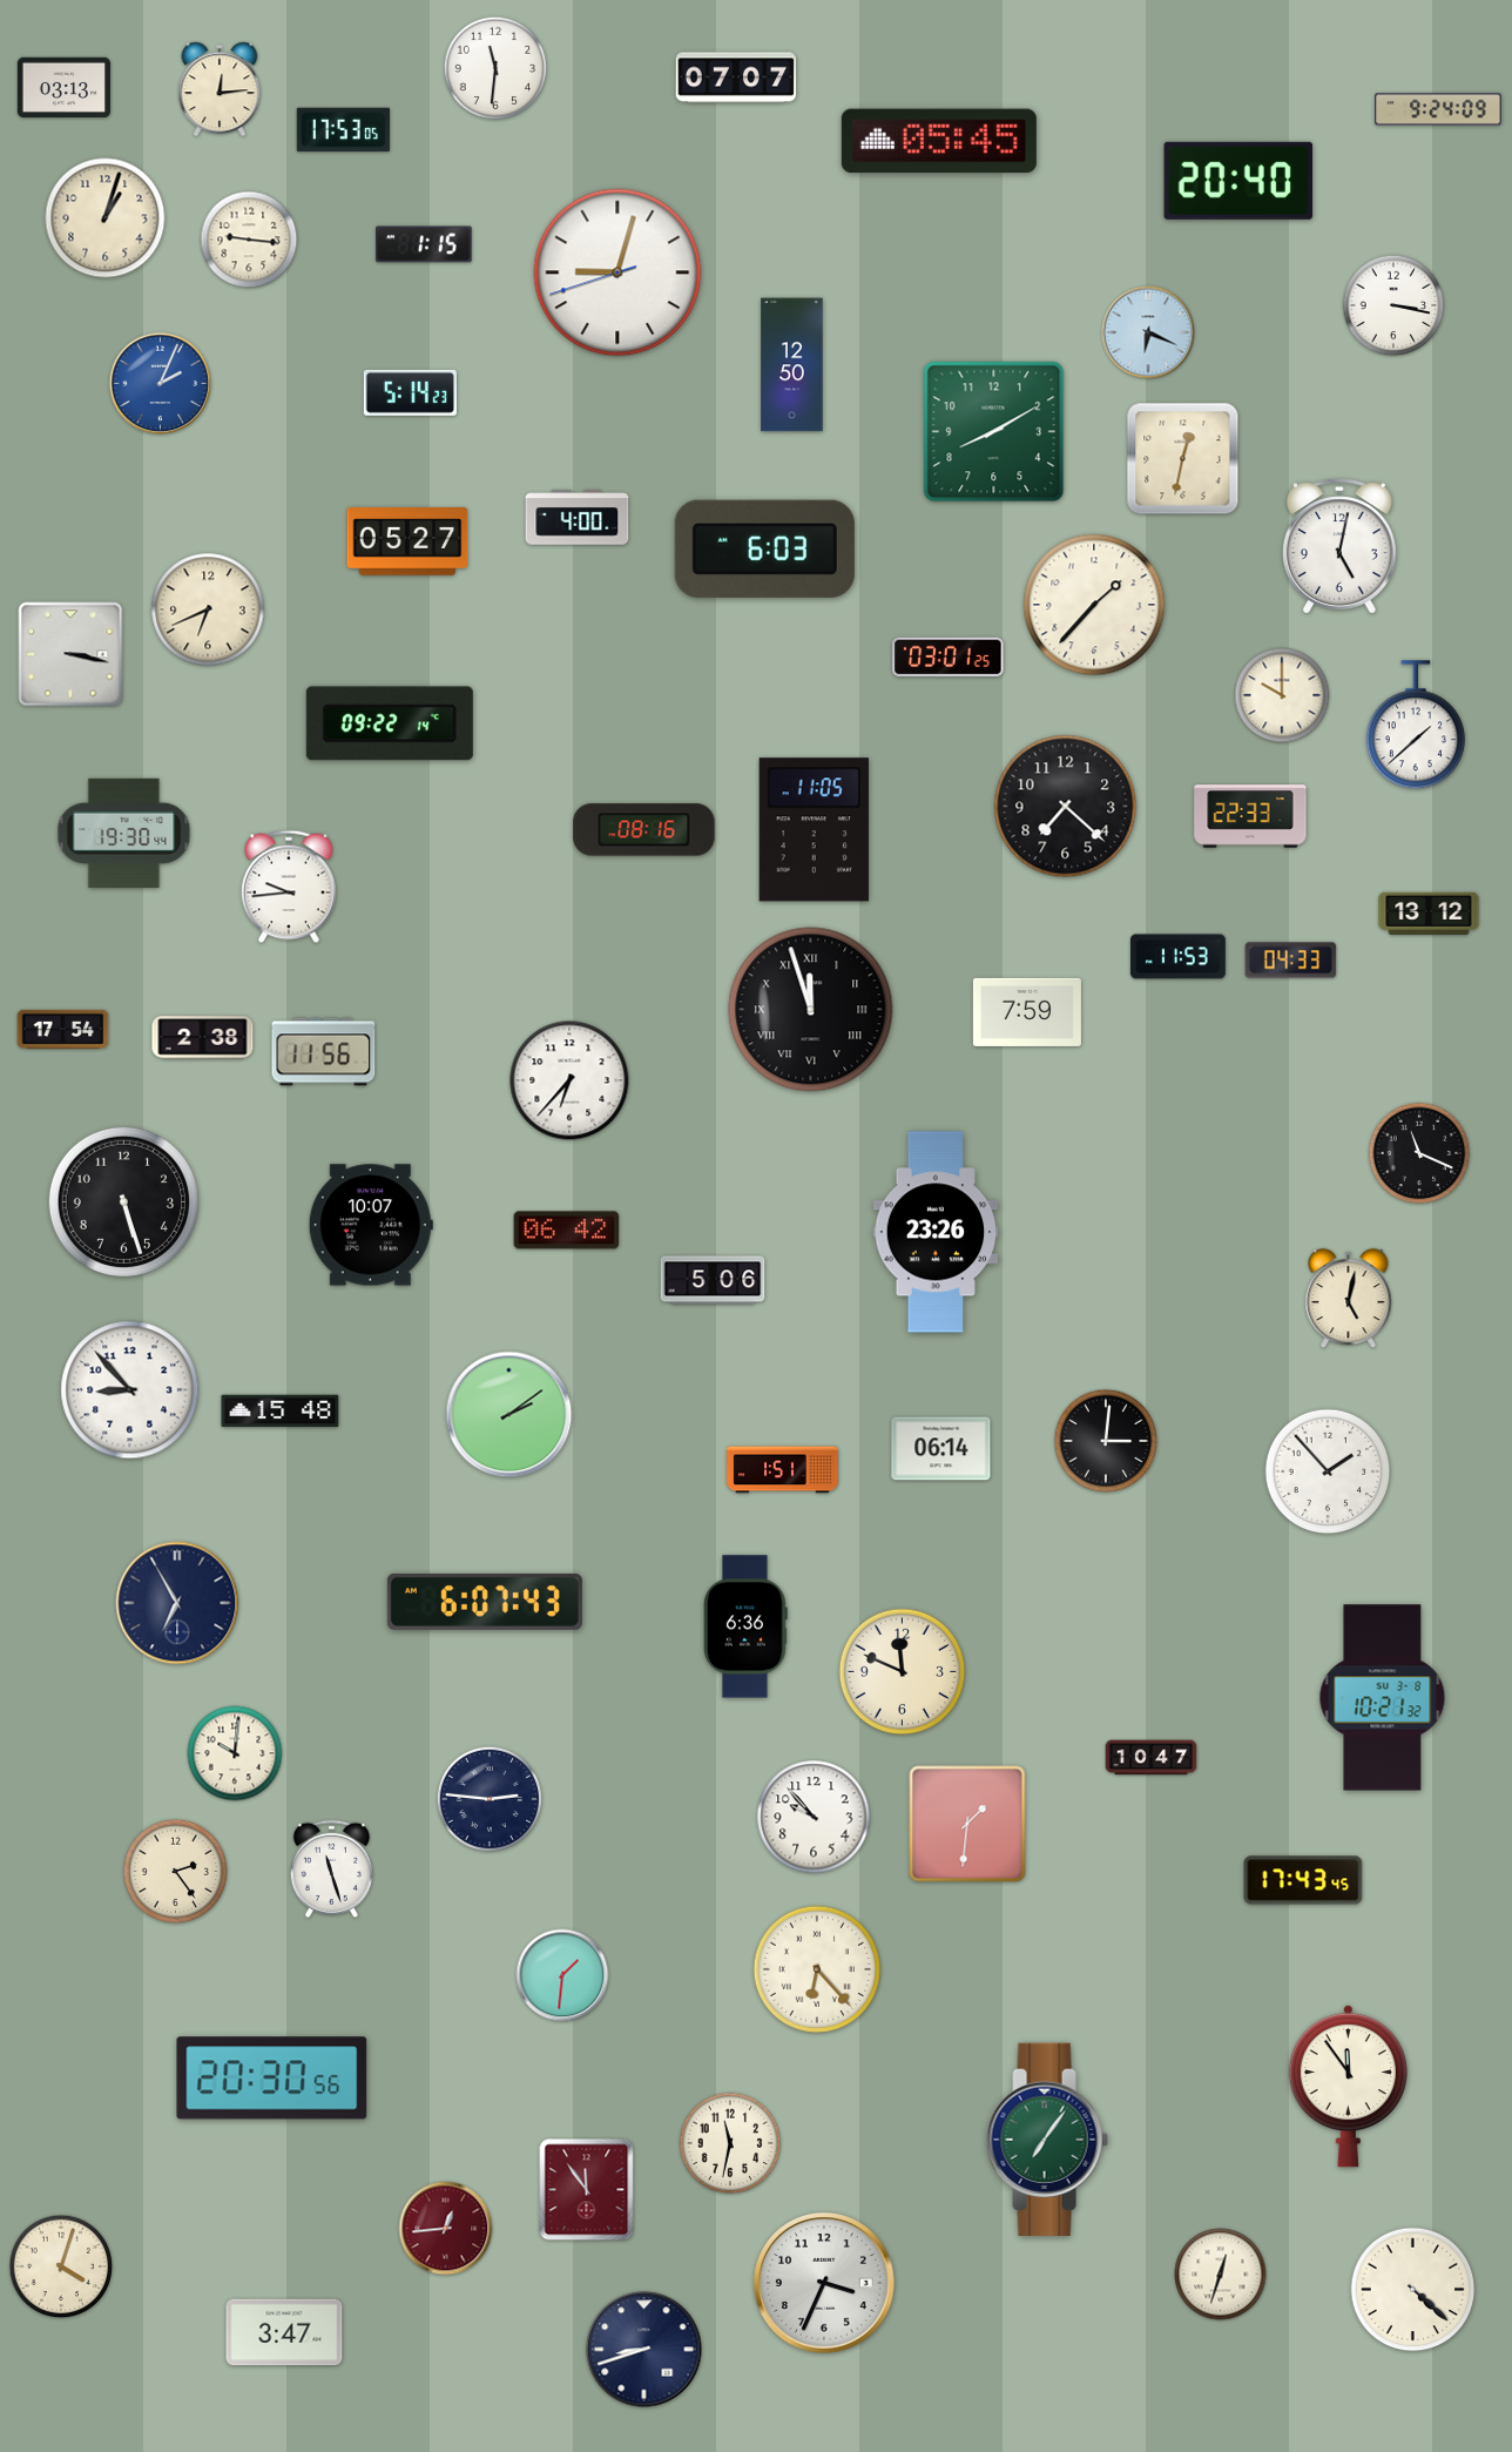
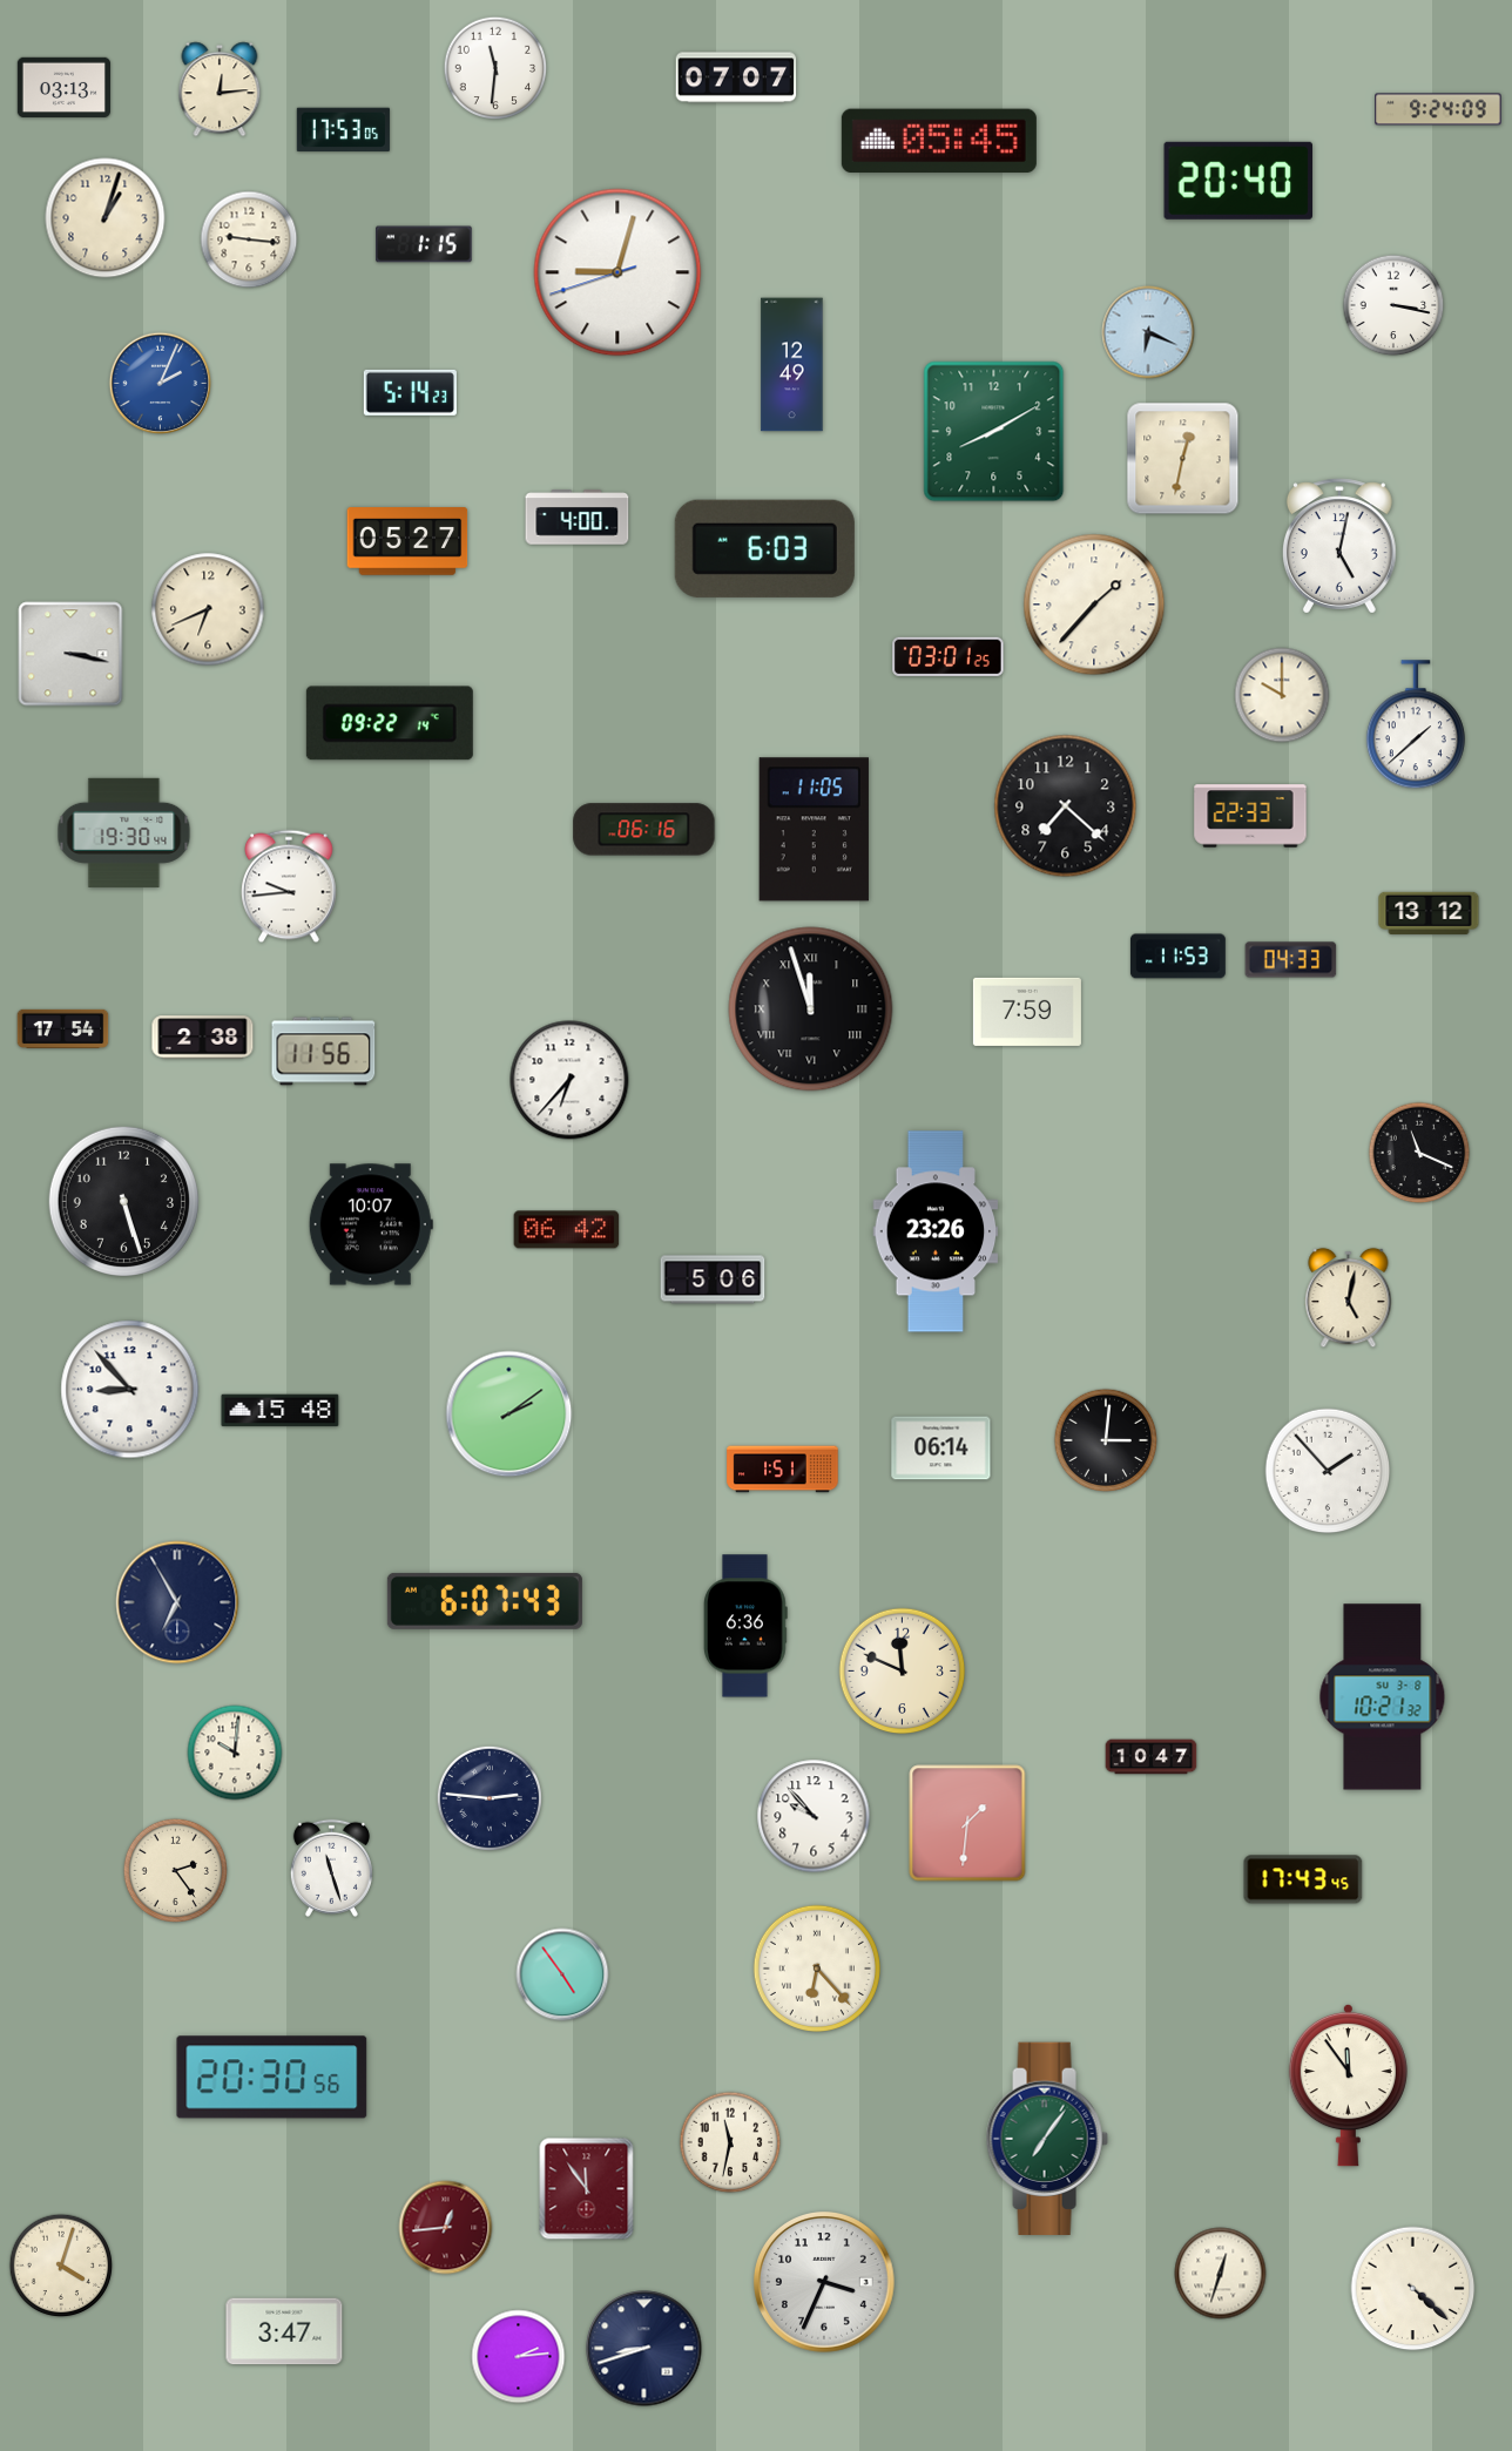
clock at (792, 365): 12:50 -> 12:49
clock at (644, 830): 08:16 -> 06:16
clock at (562, 1975): 1:31 -> 4:54
clock at (519, 2357): none -> 2:14
